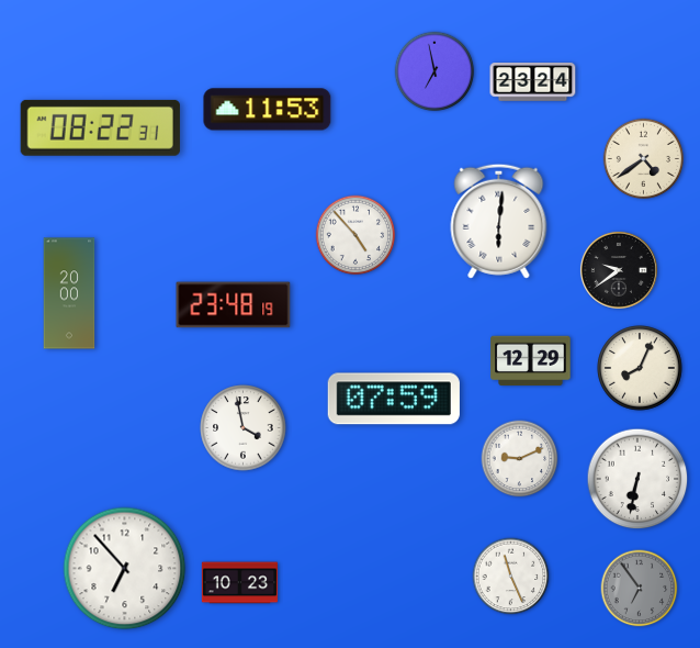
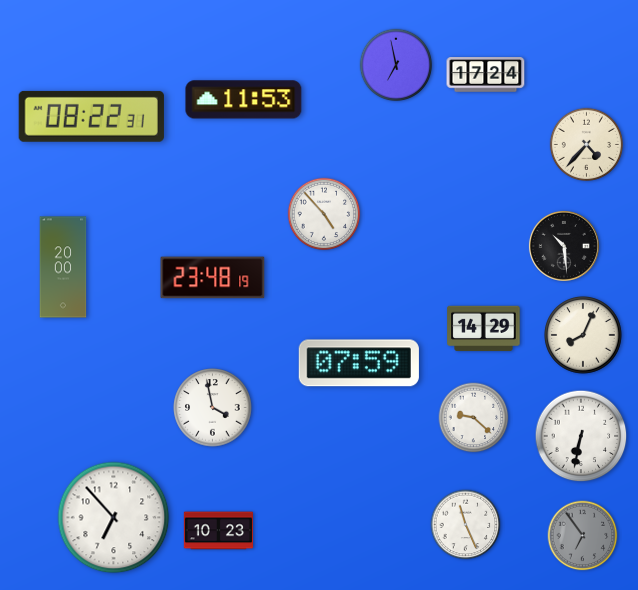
clock at (533, 82): 23:24 -> 17:24
clock at (643, 158): 4:39 -> 4:37
clock at (499, 221): 6:01 -> none
clock at (619, 270): 9:39 -> 10:29
clock at (531, 361): 12:29 -> 14:29
clock at (244, 428) position: (244, 428) -> (213, 408)
clock at (520, 459): 9:11 -> 9:22
